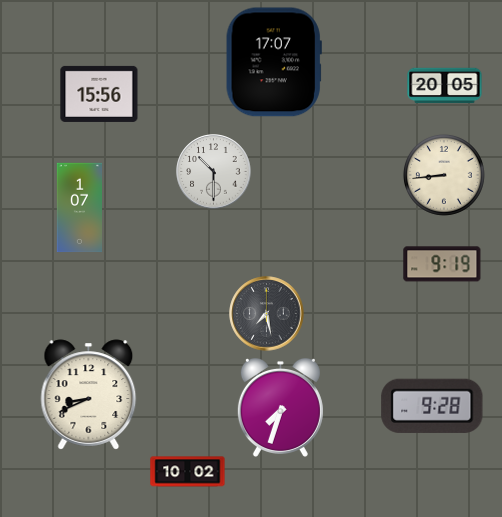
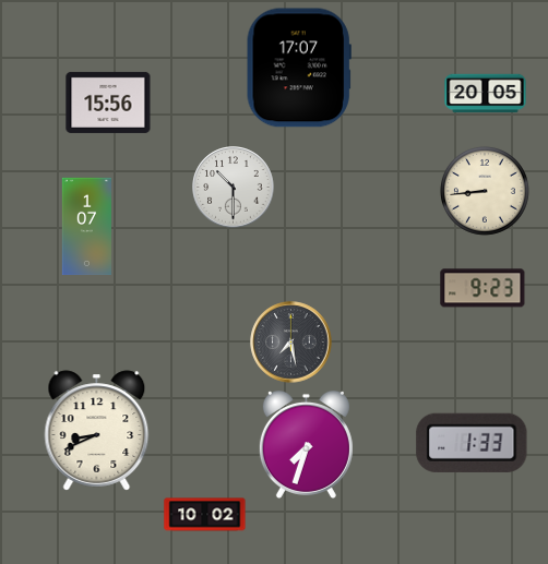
clock at (442, 264): 9:19 -> 9:23
clock at (432, 406): 9:28 -> 1:33
